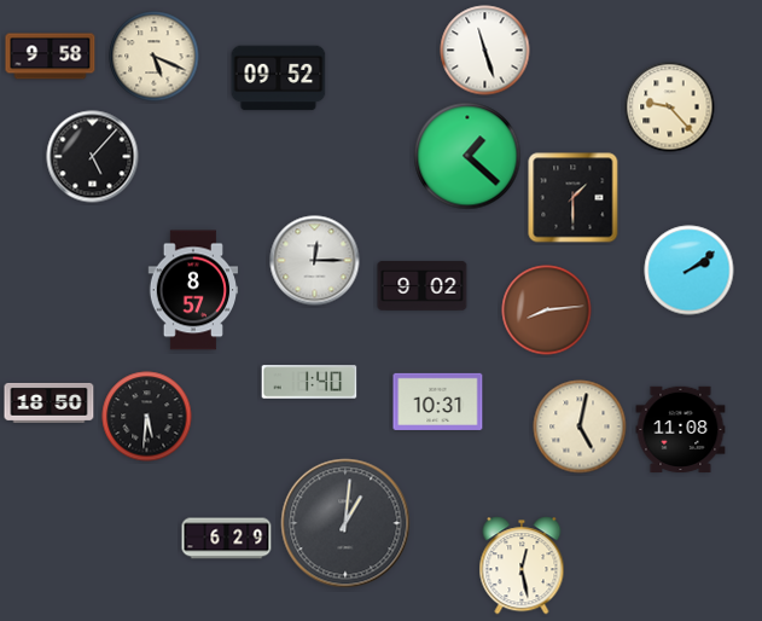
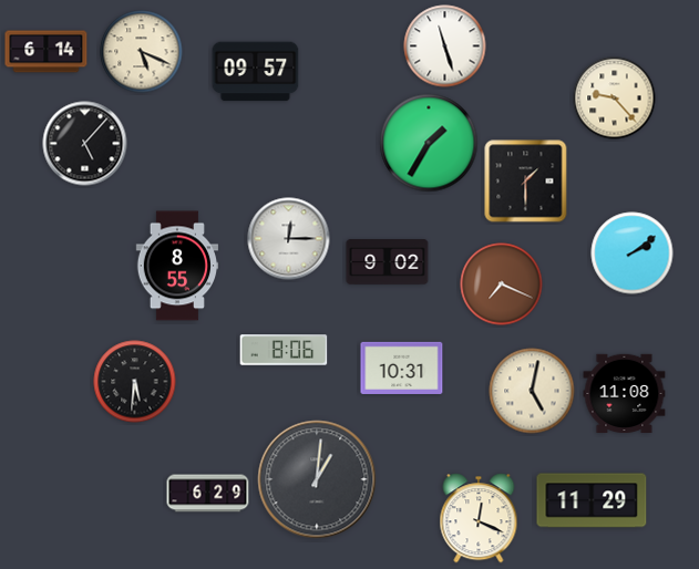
clock at (51, 57): 9:58 -> 6:14
clock at (279, 79): 09:52 -> 09:57
clock at (467, 156): 1:22 -> 1:35
clock at (690, 271) position: (690, 271) -> (633, 254)
clock at (193, 290): 8:57 -> 8:55
clock at (547, 310): 8:14 -> 7:19
clock at (309, 382): 1:40 -> 8:06
clock at (50, 402): 18:50 -> none
clock at (592, 500): none -> 11:29
clock at (522, 565): 12:28 -> 12:19
